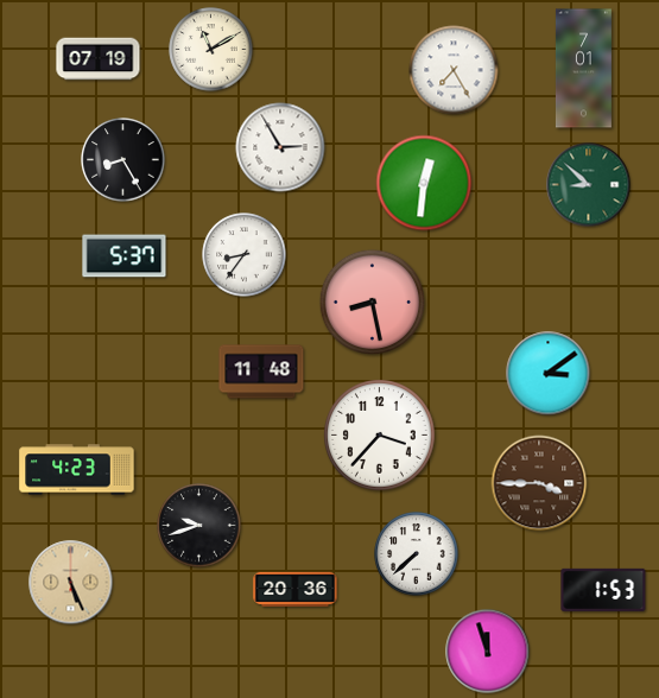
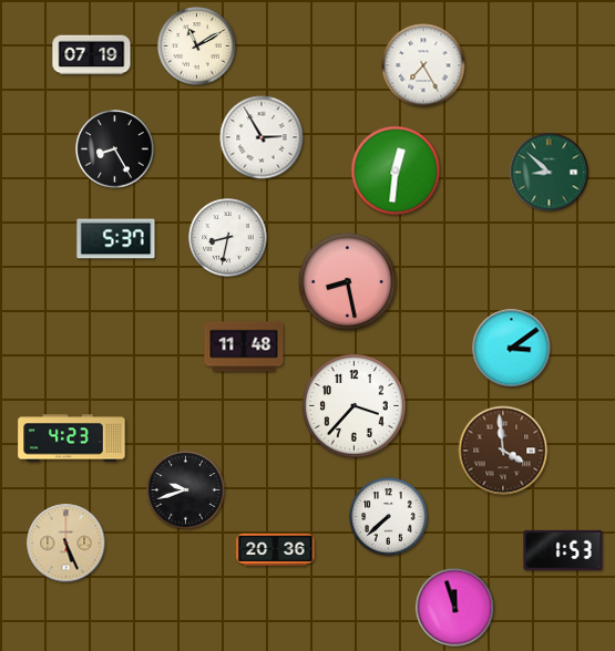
clock at (583, 69): 7:01 -> none
clock at (245, 255): 8:36 -> 8:32
clock at (539, 483): 3:45 -> 3:59
